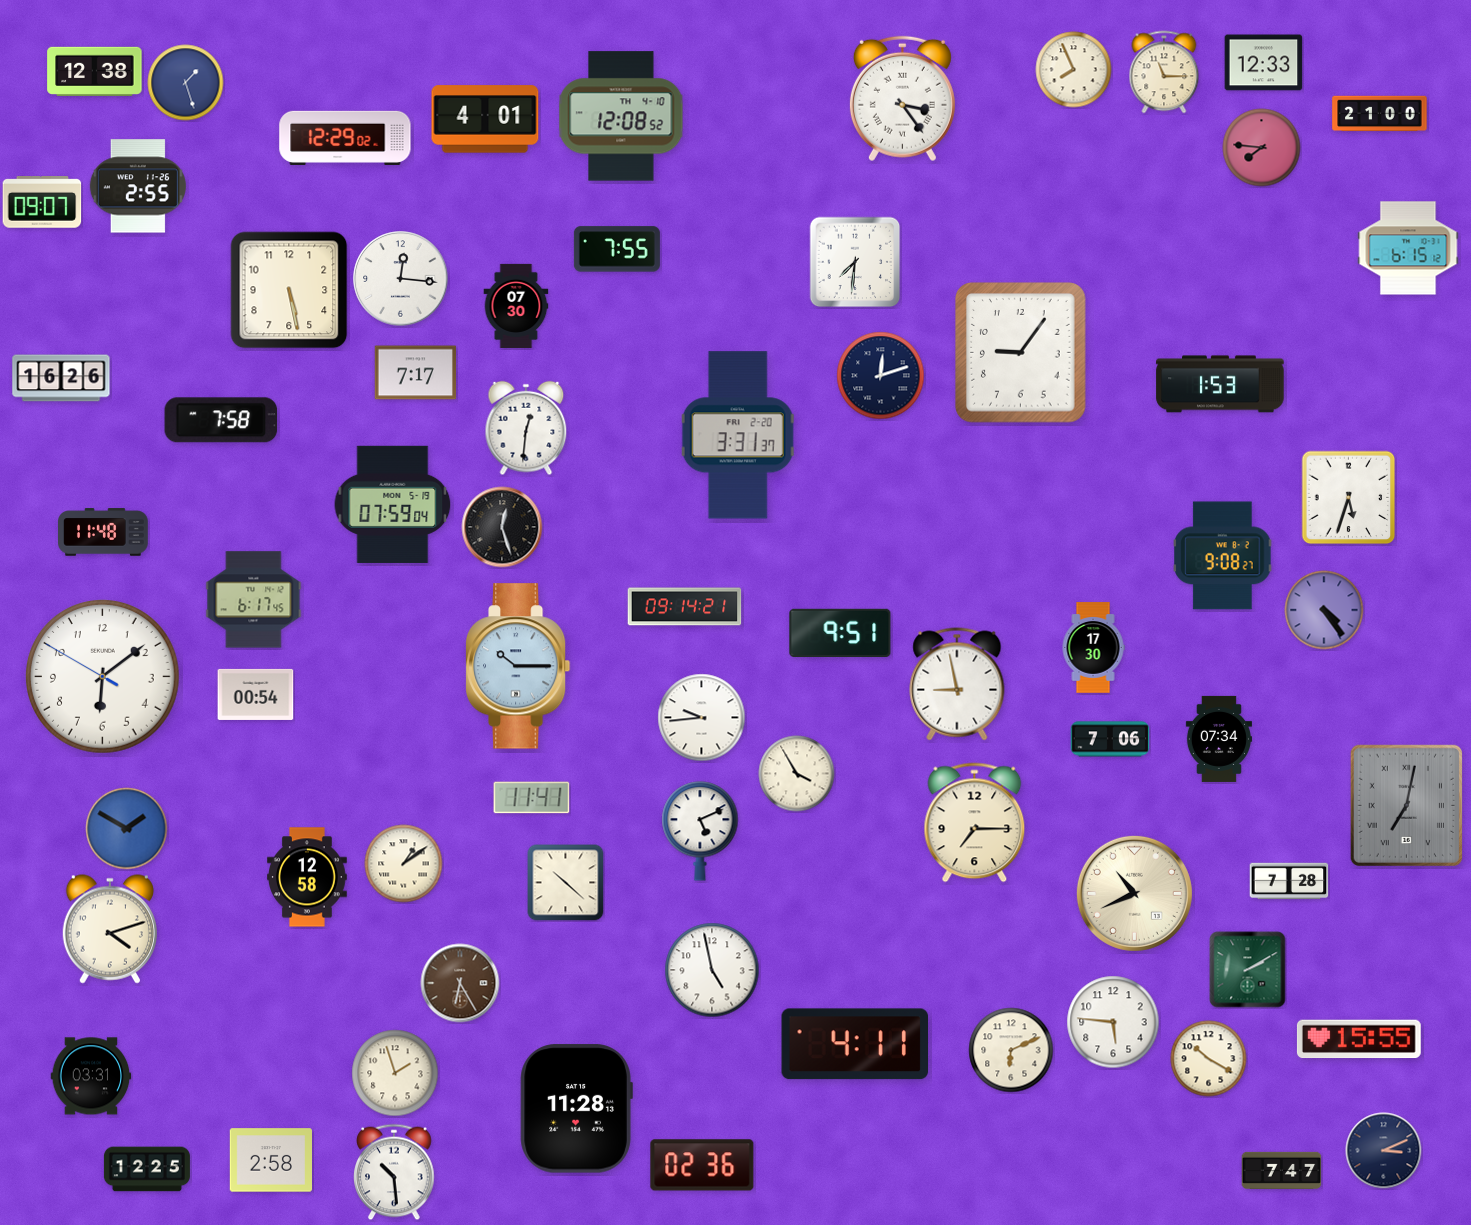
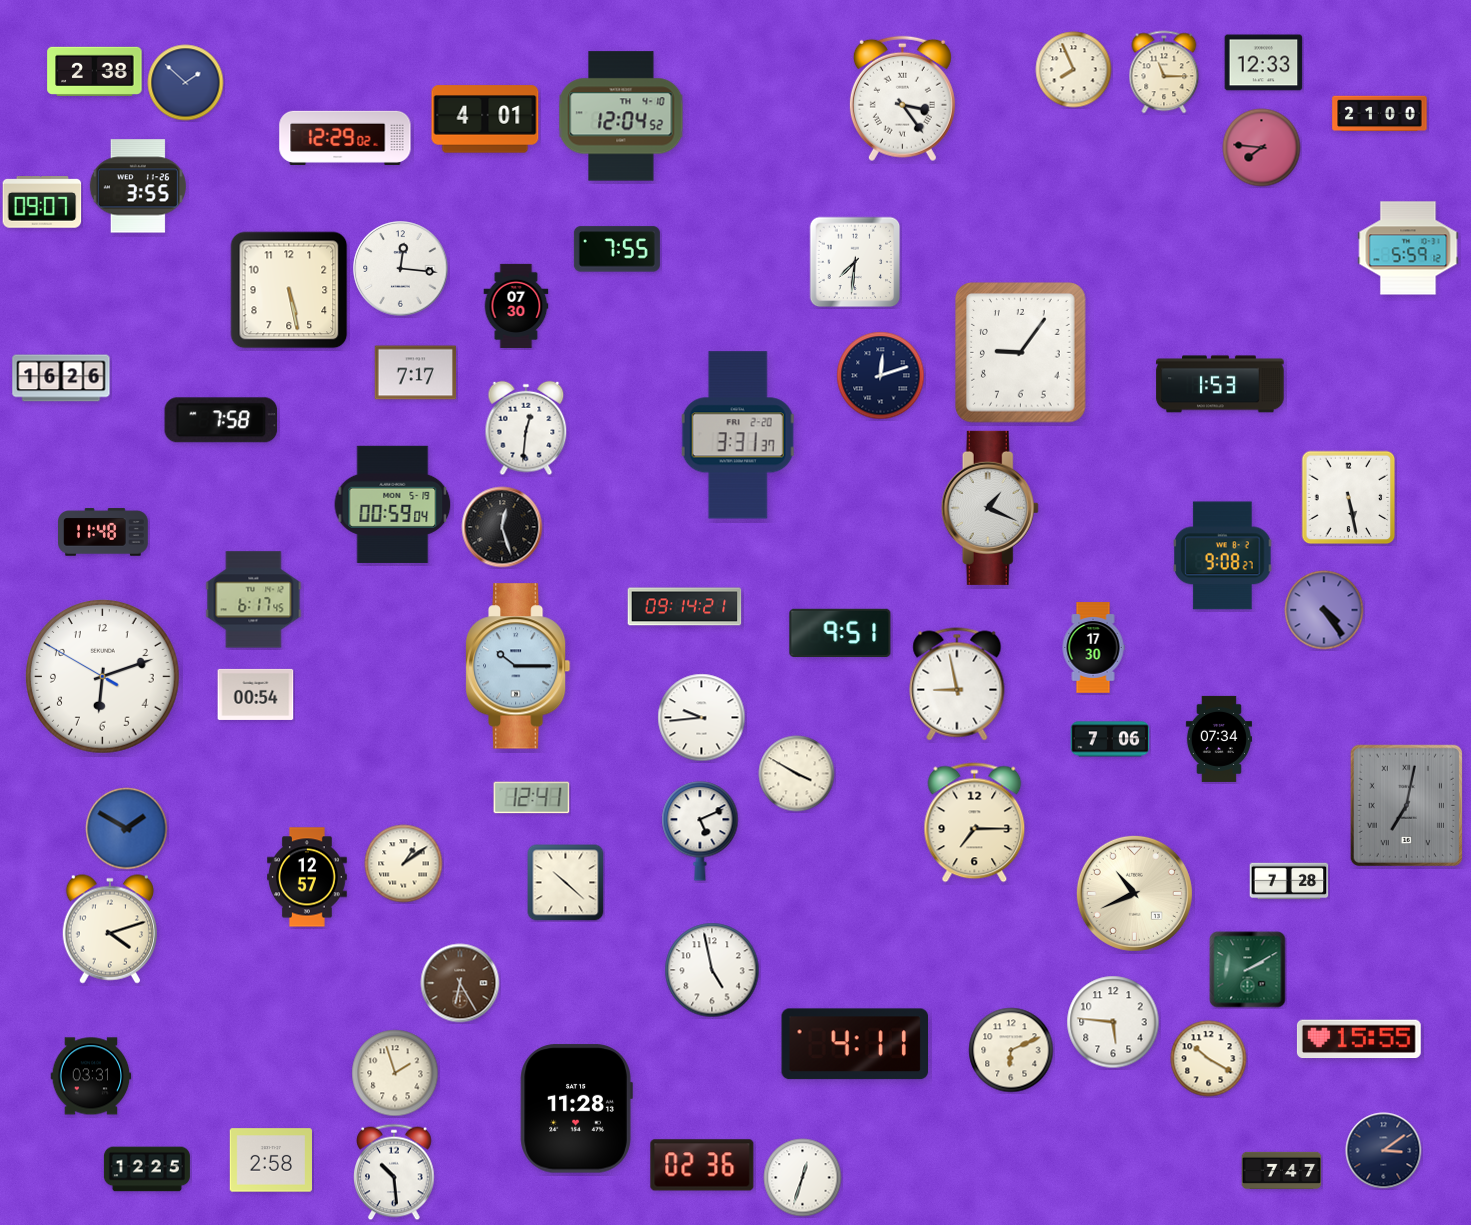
clock at (95, 71): 12:38 -> 2:38
clock at (186, 83): 1:27 -> 1:52
clock at (621, 116): 12:08 -> 12:04
clock at (138, 186): 2:55 -> 3:55
clock at (1408, 248): 6:15 -> 5:59
clock at (401, 279) position: (401, 279) -> (401, 269)
clock at (1349, 498): 5:33 -> 5:28
clock at (393, 504): 07:59 -> 00:59
clock at (990, 508): none -> 1:19
clock at (103, 677): 6:08 -> 6:11
clock at (797, 774): 3:55 -> 3:50
clock at (532, 798): 11:41 -> 12:41
clock at (308, 877): 12:58 -> 12:57
clock at (1384, 1151): 3:11 -> 3:09
clock at (803, 1178): none -> 12:33
